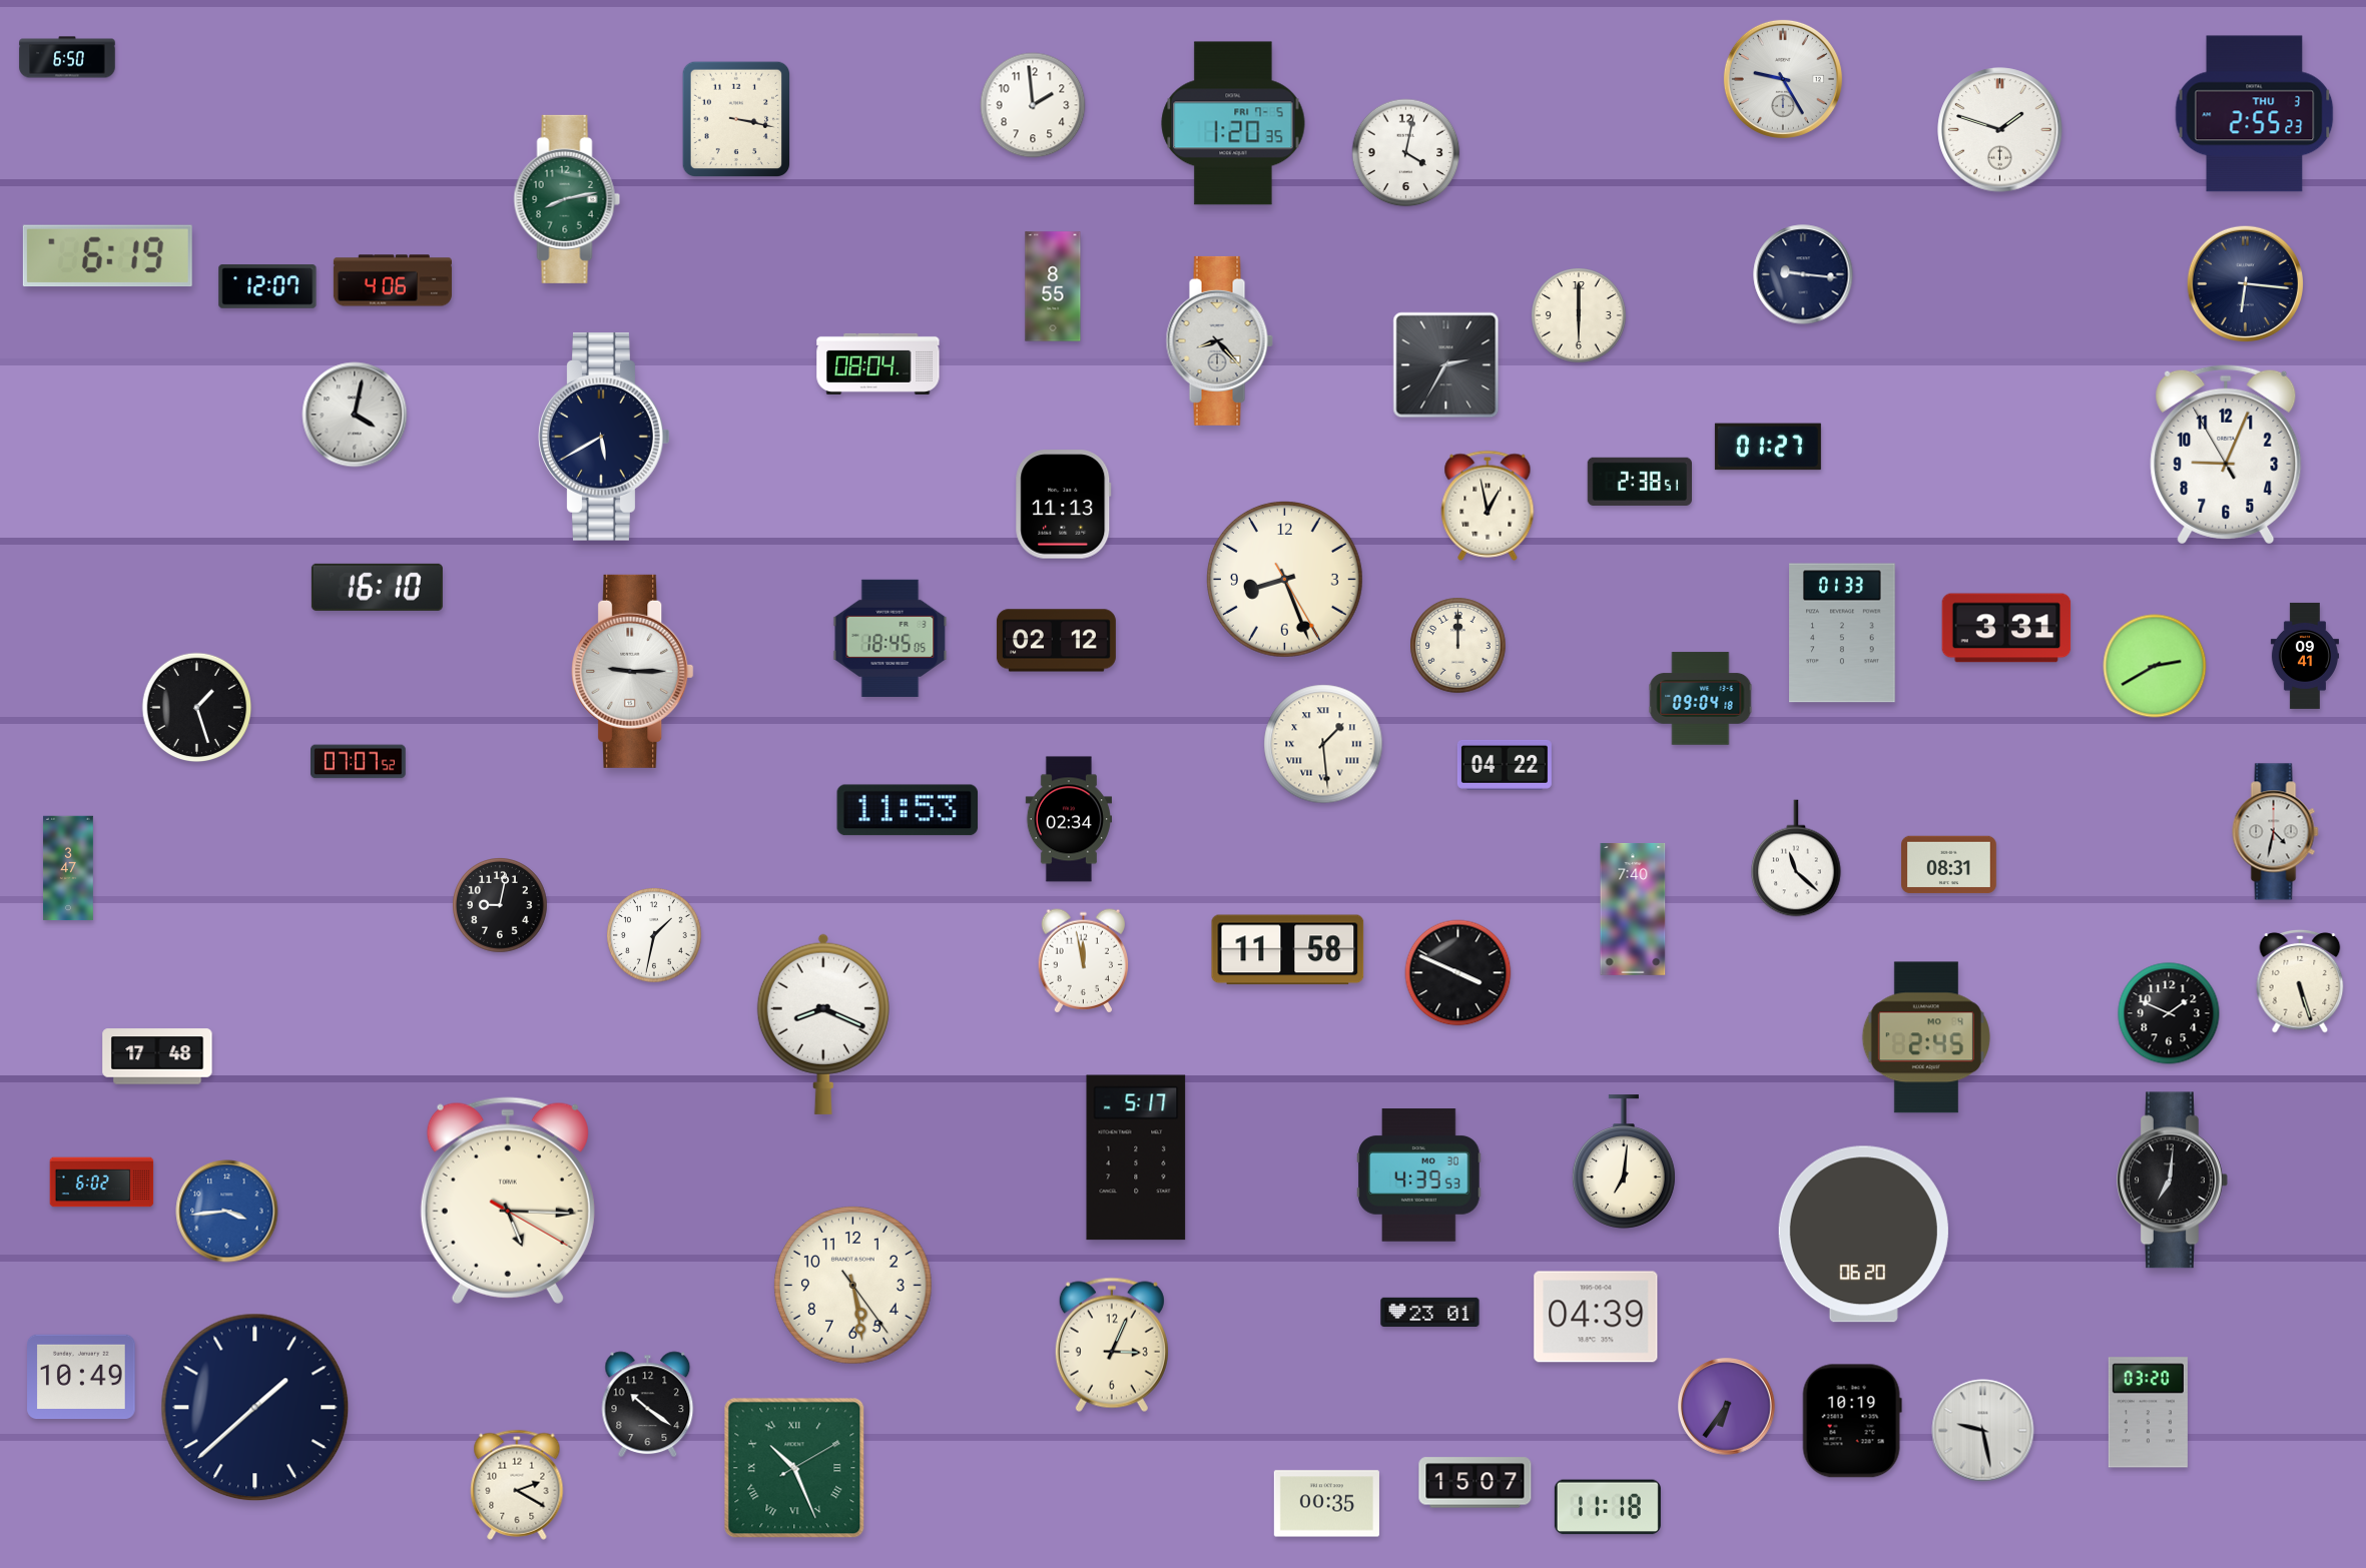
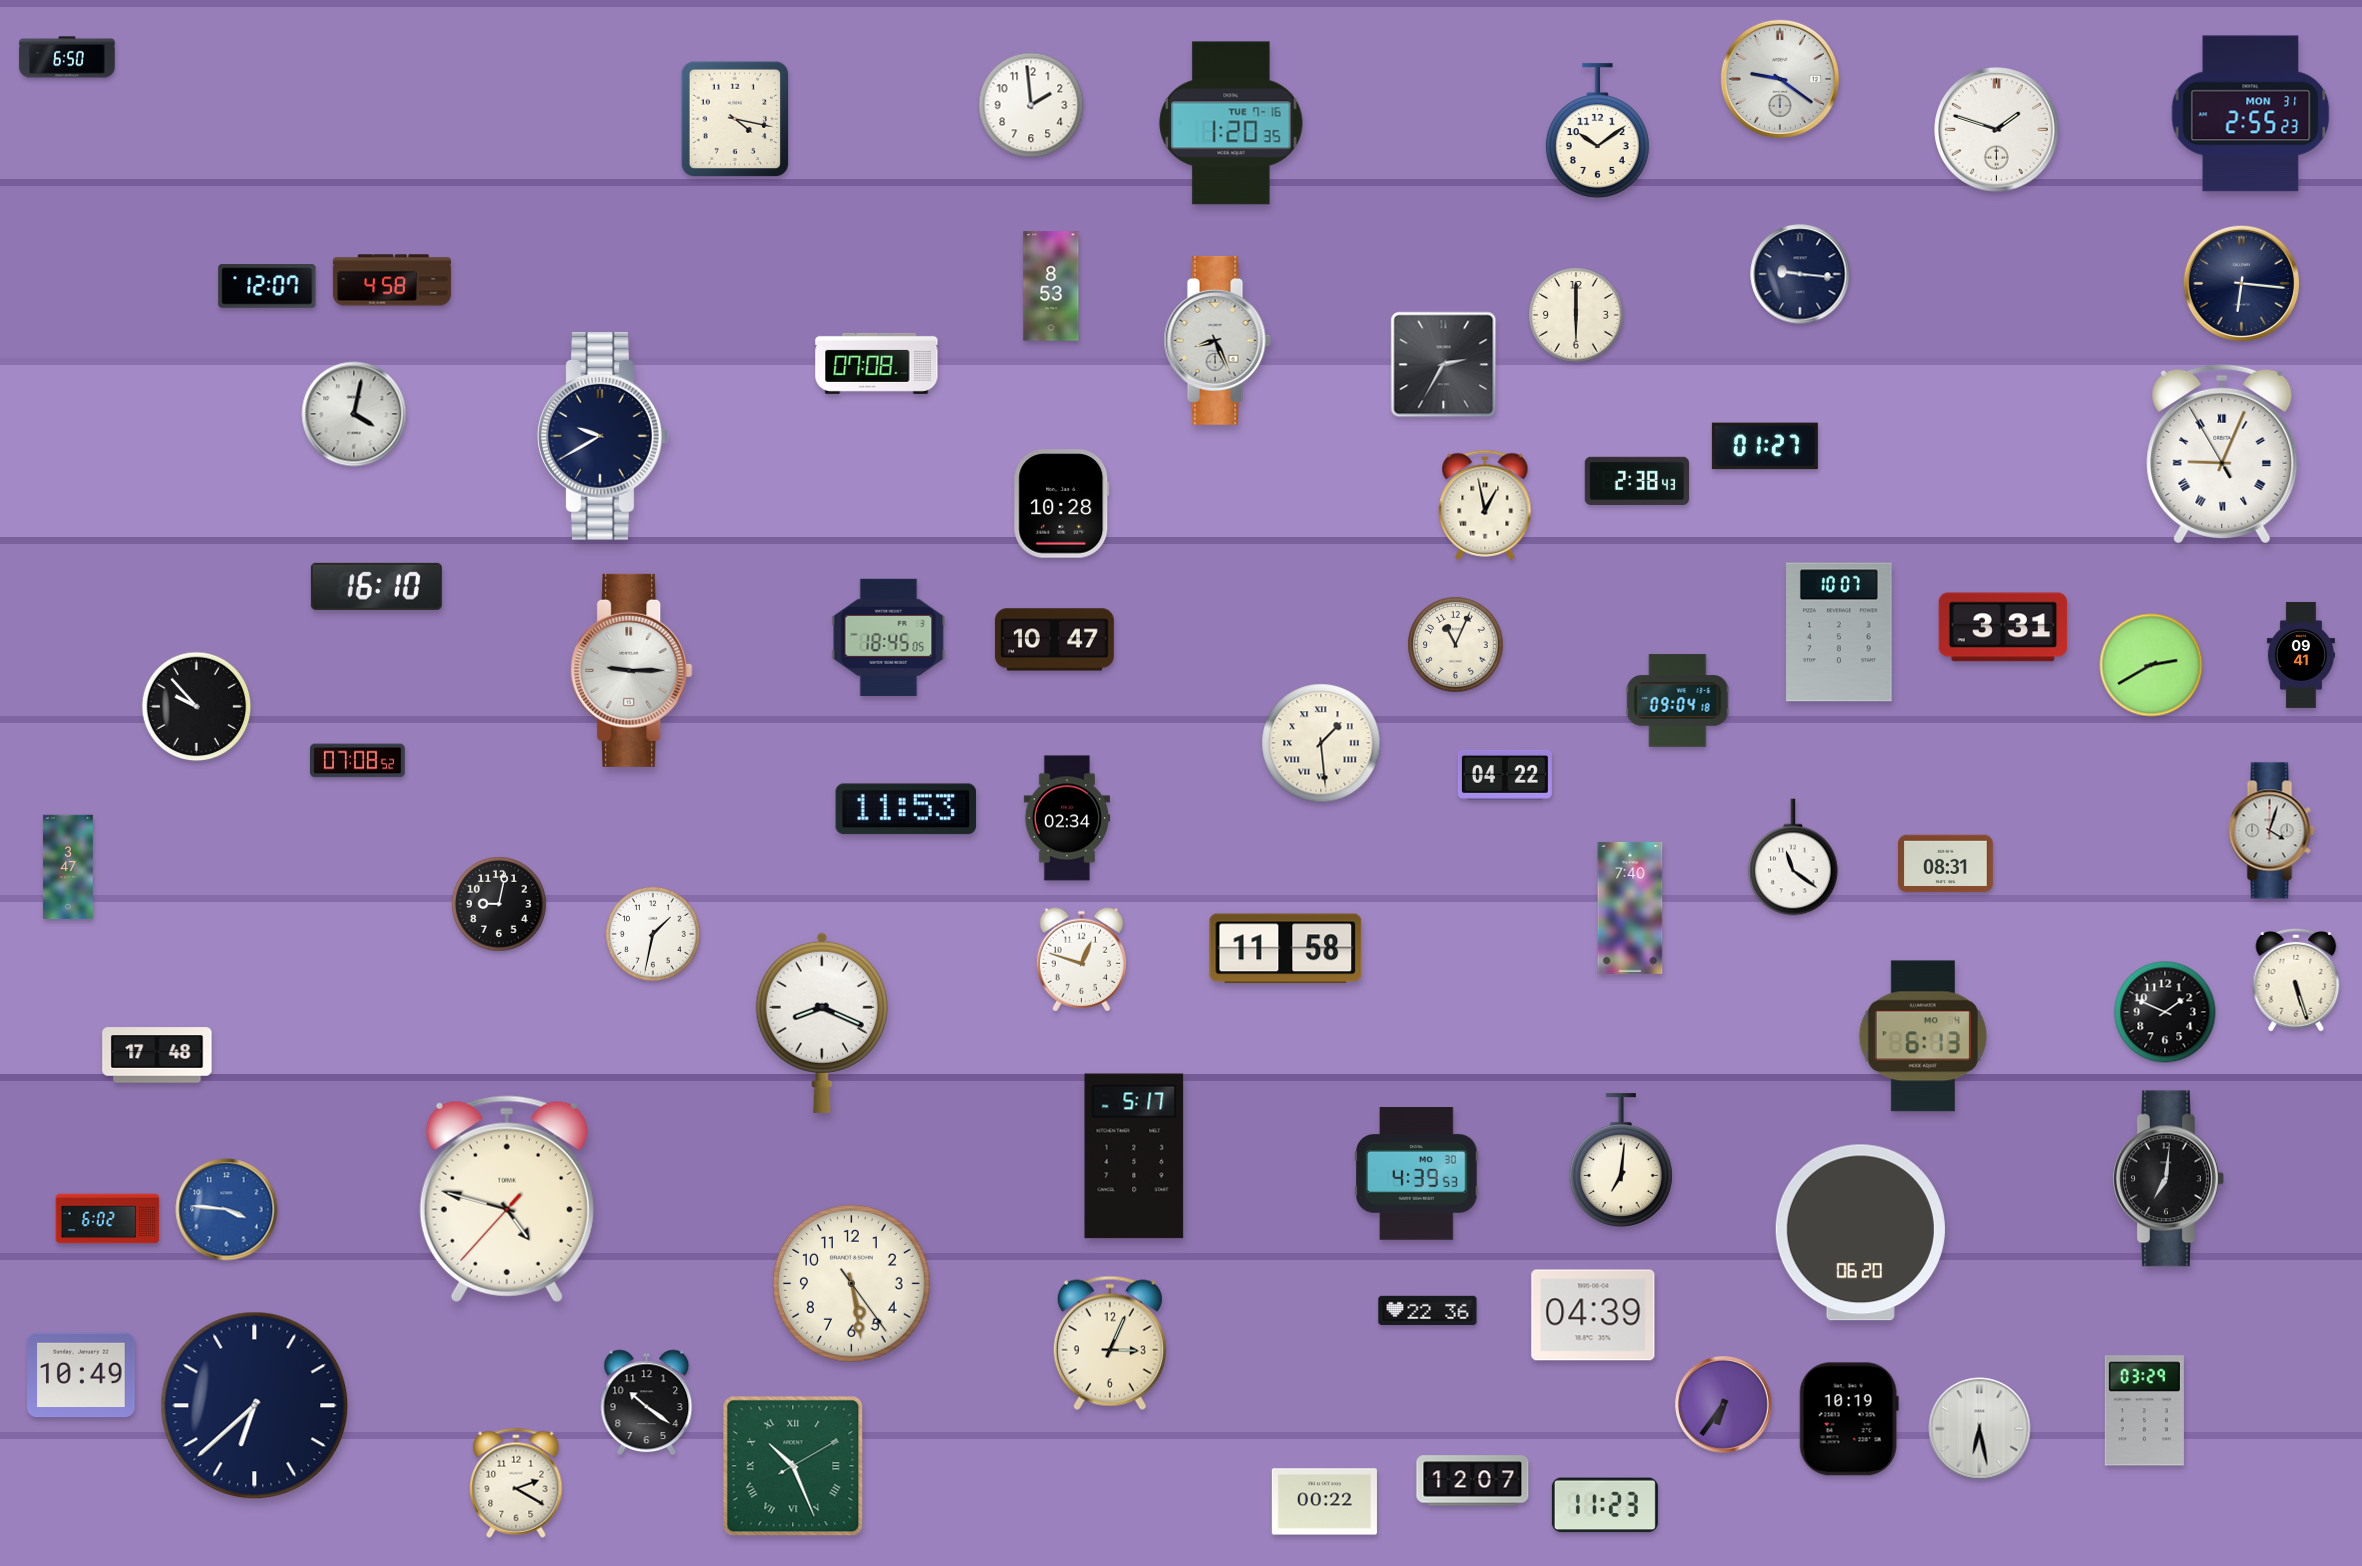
clock at (1783, 79): 9:25 -> 9:21
clock at (2255, 114) date: THU 3 -> MON 31
clock at (735, 119): 3:17 -> 4:17
clock at (1233, 123) date: FRI 7-5 -> TUE 7-16
clock at (1597, 131): none -> 10:09
clock at (1406, 153): 4:02 -> none
clock at (567, 199): 8:13 -> none
clock at (107, 256): 6:19 -> none
clock at (393, 280): 4:06 -> 4:58
clock at (1053, 286): 8:55 -> 8:53
clock at (1219, 340): 8:23 -> 8:26
clock at (878, 363): 08:04 -> 07:08
clock at (604, 437): 5:40 -> 9:40
clock at (2226, 455) numerals: Arabic -> Roman
clock at (1639, 482): 2:38:51 -> 2:38:43
clock at (1064, 505): 11:13 -> 10:28
clock at (1284, 579): 8:26 -> none
clock at (1842, 633): 01:33 -> 10:07
clock at (1056, 641): 02:12 -> 10:47
clock at (1458, 646): 12:00 -> 11:04
clock at (1701, 699) position: (1701, 699) -> (1678, 701)
clock at (197, 708): 1:27 -> 9:53
clock at (359, 762): 07:07 -> 07:08
clock at (1505, 765) position: (1505, 765) -> (1505, 775)
clock at (2276, 832): 4:32 -> 4:03
clock at (1796, 858): 11:22 -> 11:21
clock at (1083, 961): 11:58 -> 12:48
clock at (1458, 973): 3:49 -> none
clock at (1926, 1037): 2:45 -> 6:13
clock at (102, 1183) position: (102, 1183) -> (108, 1219)
clock at (508, 1201): 5:15 -> 4:47
clock at (227, 1212): 3:44 -> 3:46
clock at (1430, 1312): 23:01 -> 22:36
clock at (255, 1408): 1:38 -> 6:38
clock at (2148, 1413): 03:20 -> 03:29
clock at (1983, 1431): 9:28 -> 6:28
clock at (1475, 1483): 15:07 -> 12:07
clock at (1326, 1504): 00:35 -> 00:22
clock at (1608, 1507): 11:18 -> 11:23
